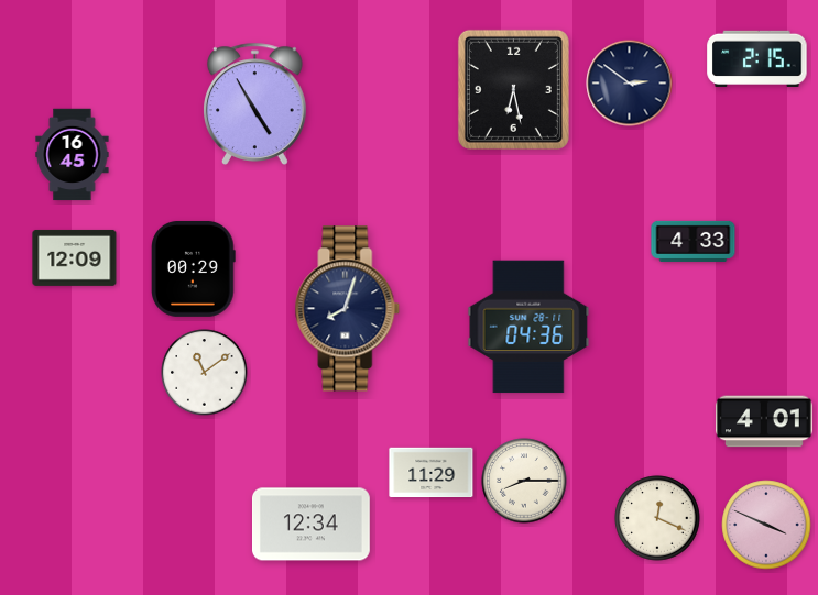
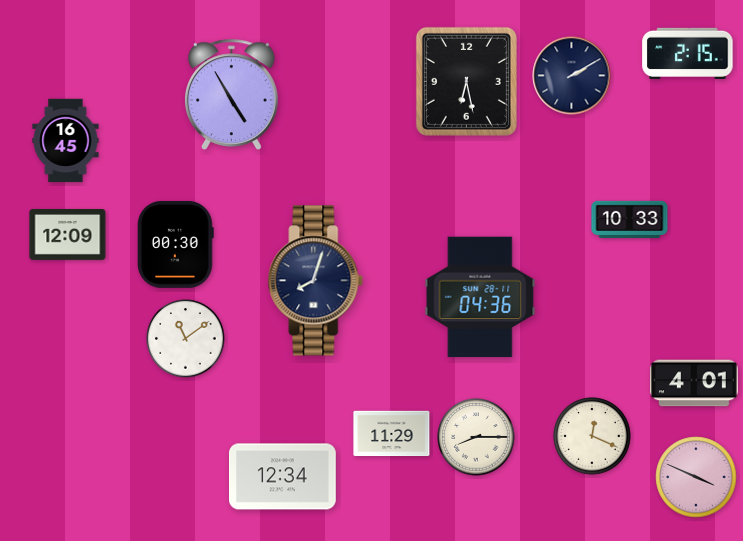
clock at (630, 84): 2:51 -> 2:10
clock at (694, 241): 4:33 -> 10:33
clock at (194, 268): 00:29 -> 00:30
clock at (432, 473) position: (432, 473) -> (392, 434)
clock at (657, 518) position: (657, 518) -> (592, 436)
